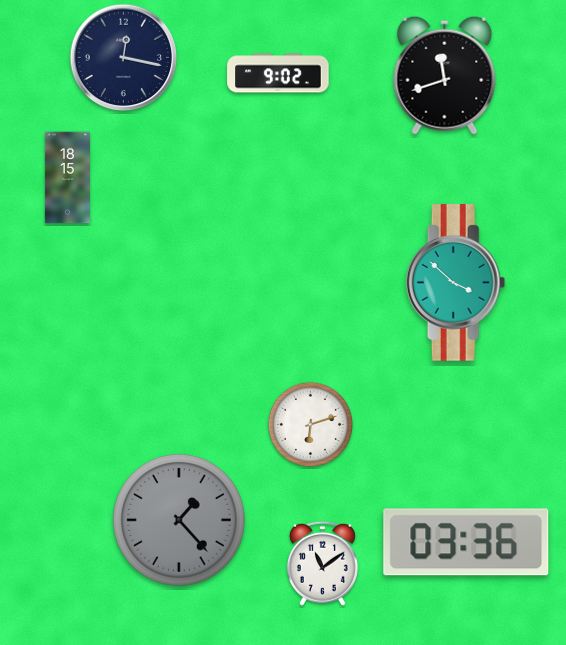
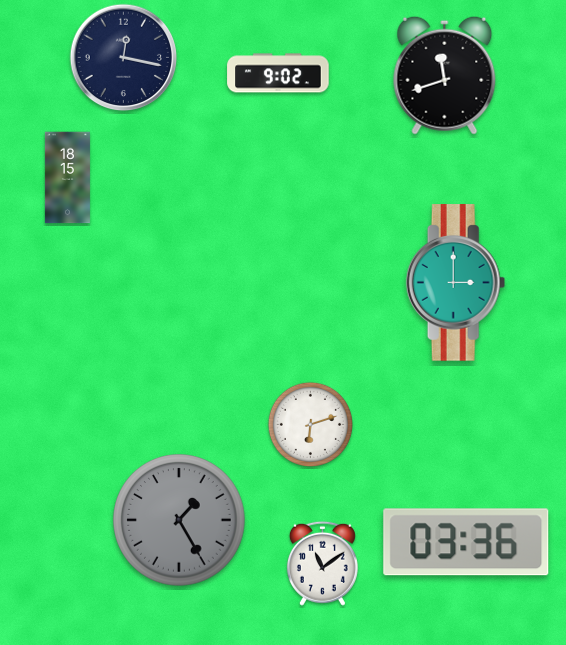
clock at (456, 283): 3:52 -> 3:00
clock at (179, 520): 1:23 -> 1:25
